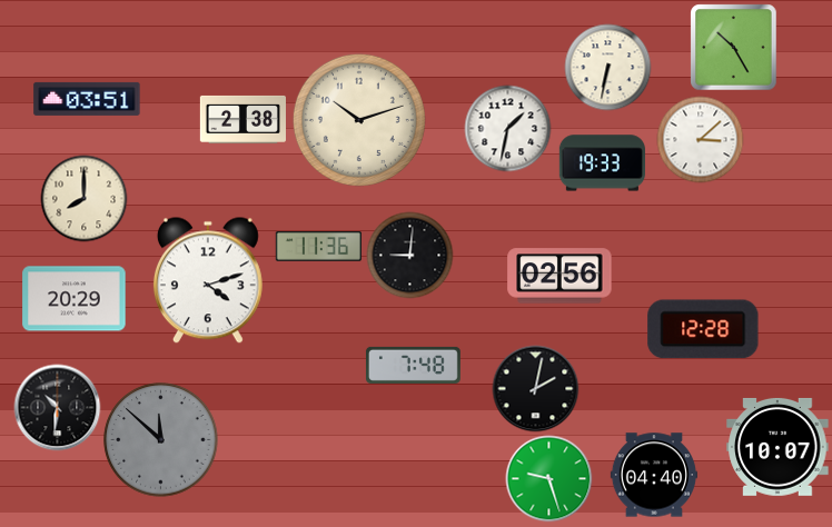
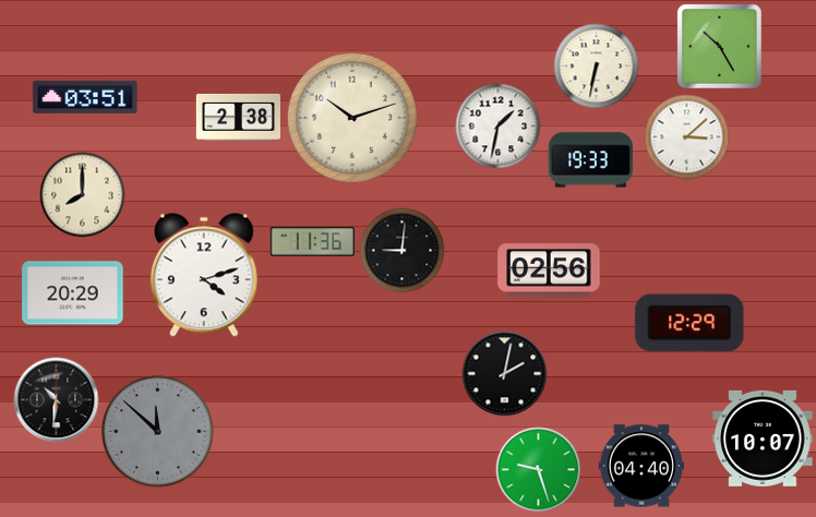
clock at (703, 329): 12:28 -> 12:29
clock at (413, 365): 7:48 -> none
clock at (535, 388) position: (535, 388) -> (504, 373)
